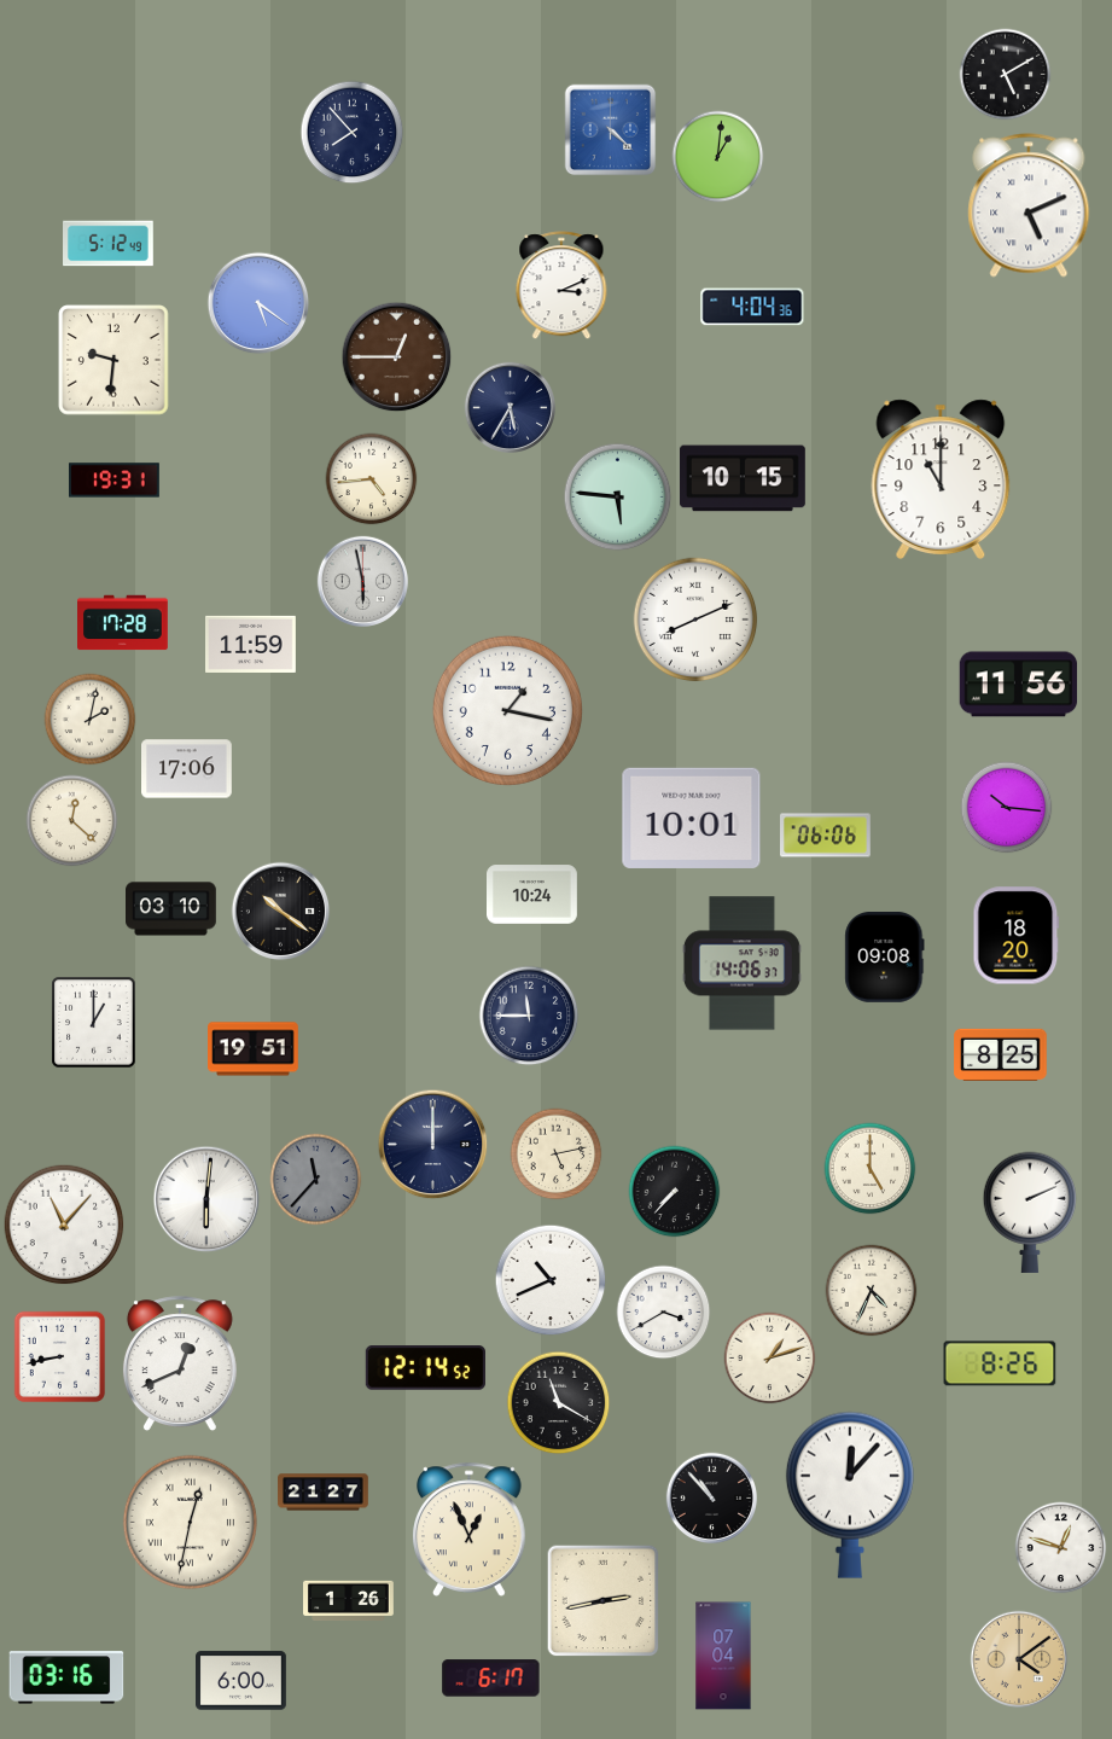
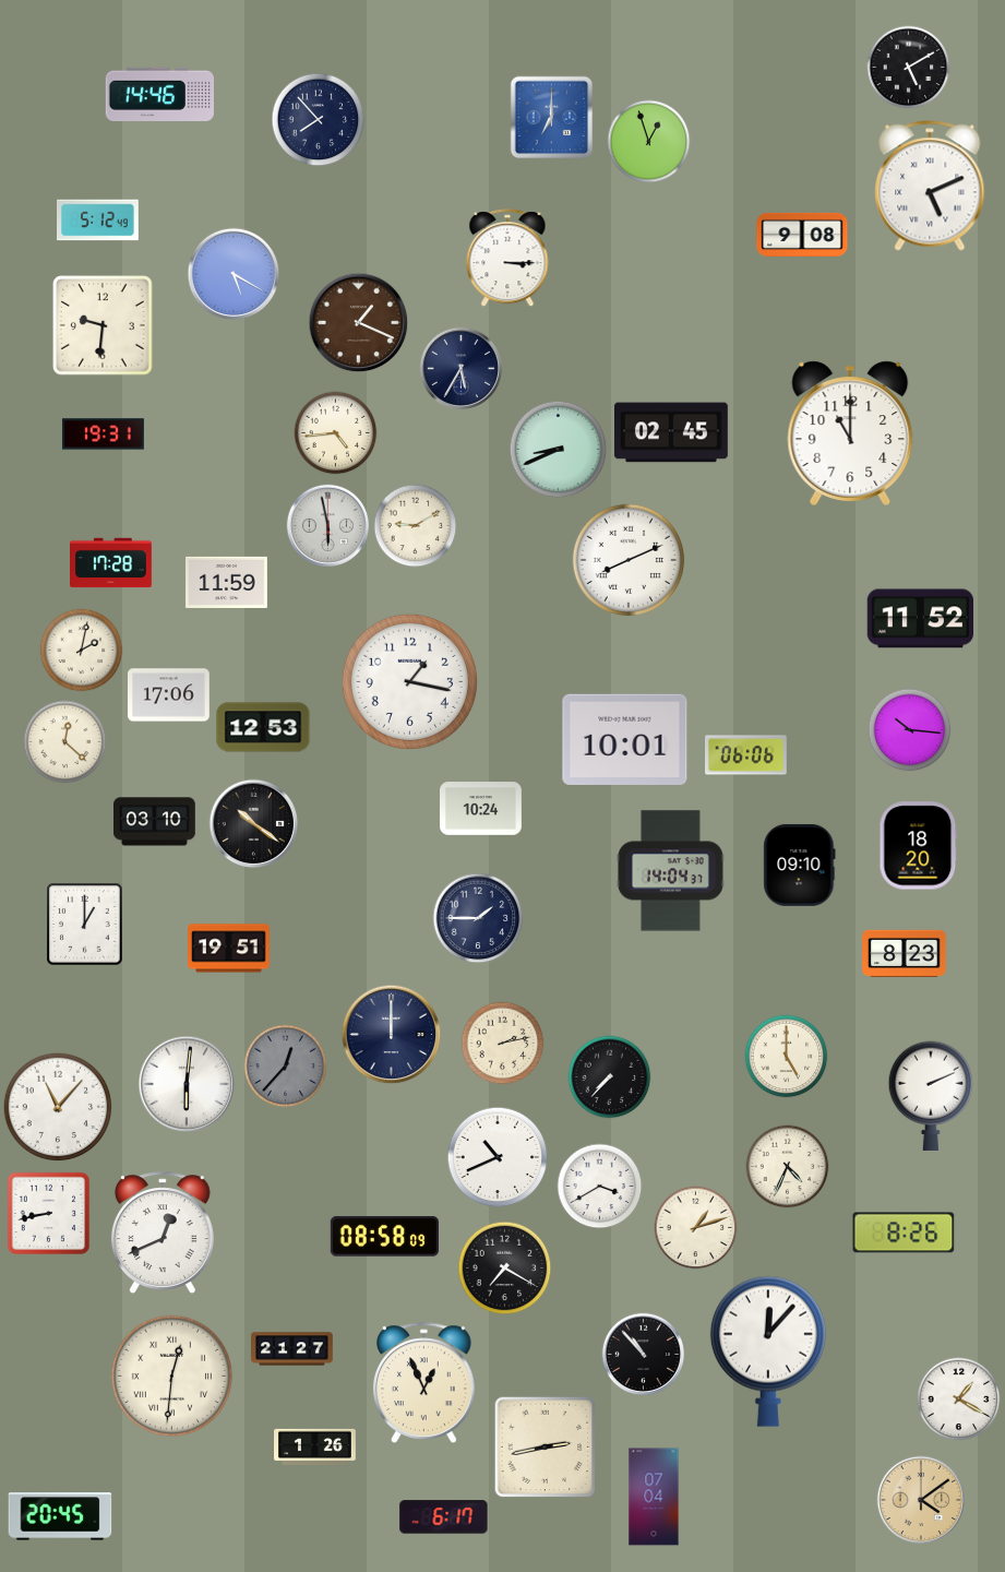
clock at (159, 94): none -> 14:46
clock at (611, 130): 4:22 -> 7:00
clock at (718, 157): 1:01 -> 12:57
clock at (802, 235): none -> 9:08
clock at (561, 286): 3:11 -> 3:15
clock at (258, 303): 5:21 -> 5:20
clock at (752, 307): 4:04 -> none
clock at (397, 357): 12:45 -> 1:19
clock at (743, 478): 10:15 -> 02:45
clock at (618, 498): 5:46 -> 8:41
clock at (416, 526): none -> 9:10
clock at (1019, 685): 11:56 -> 11:52
clock at (507, 710) position: (507, 710) -> (409, 681)
clock at (263, 727): none -> 12:53
clock at (885, 956): 09:08 -> 09:10
clock at (741, 964): 14:06 -> 14:04
clock at (529, 1016): 11:45 -> 1:45
clock at (1001, 1054): 8:25 -> 8:23
clock at (557, 1155): 5:13 -> 2:13
clock at (316, 1180): 11:37 -> 12:37
clock at (59, 1356) position: (59, 1356) -> (48, 1213)
clock at (425, 1368): 12:14 -> 08:58
clock at (559, 1403): 11:20 -> 7:20
clock at (190, 1522): 12:32 -> 12:31
clock at (1061, 1548): 12:48 -> 1:20
clock at (66, 1677): 03:16 -> 20:45
clock at (241, 1681): 6:00 -> none
